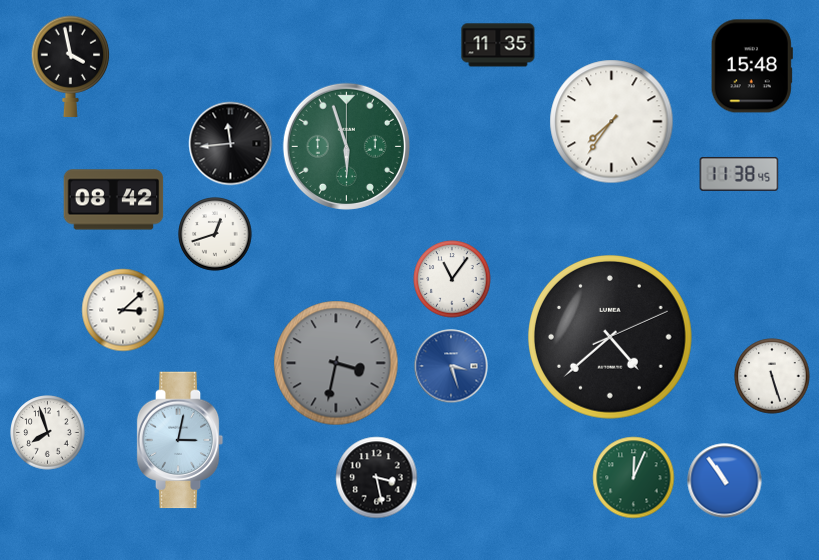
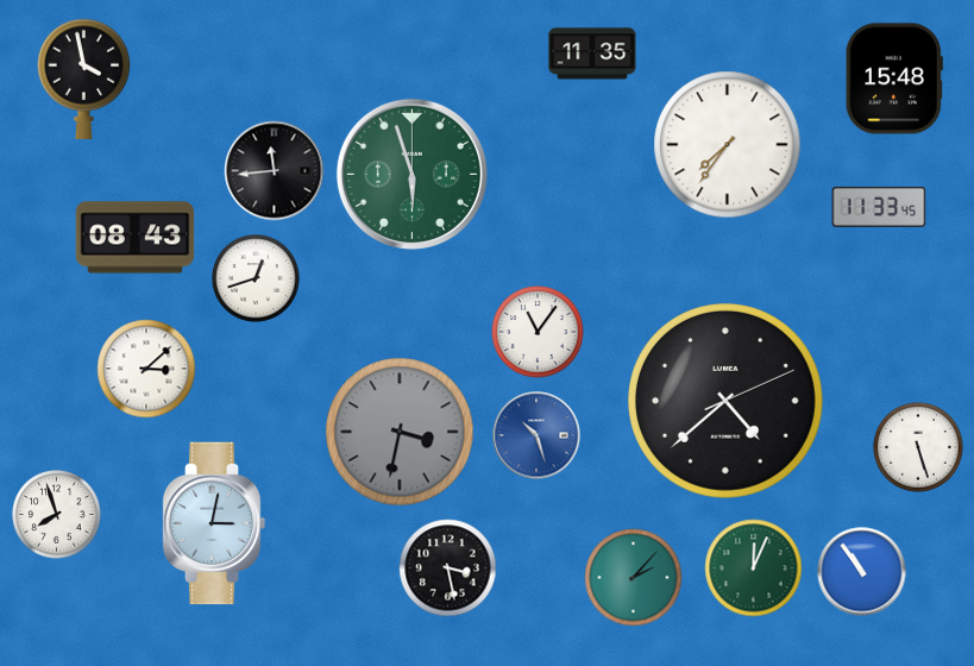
clock at (739, 174): 11:38 -> 11:33
clock at (114, 200): 08:42 -> 08:43
clock at (451, 366): 3:27 -> 10:27
clock at (634, 578): none -> 2:07
